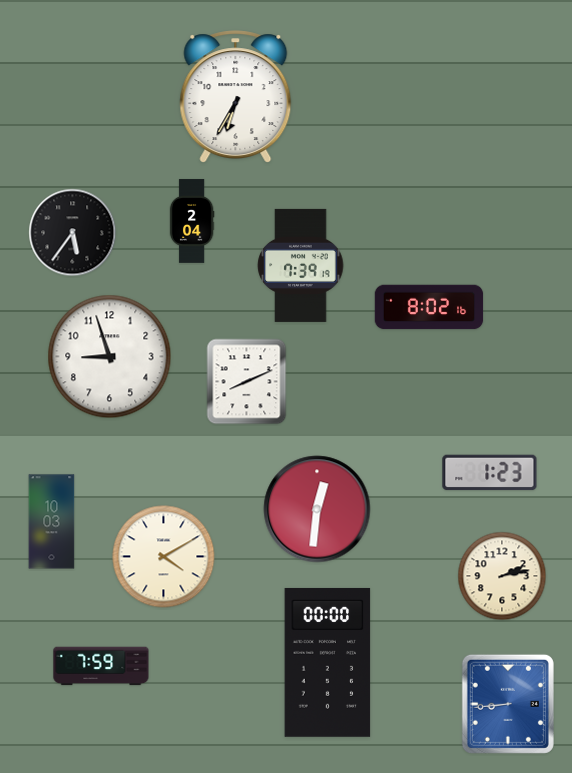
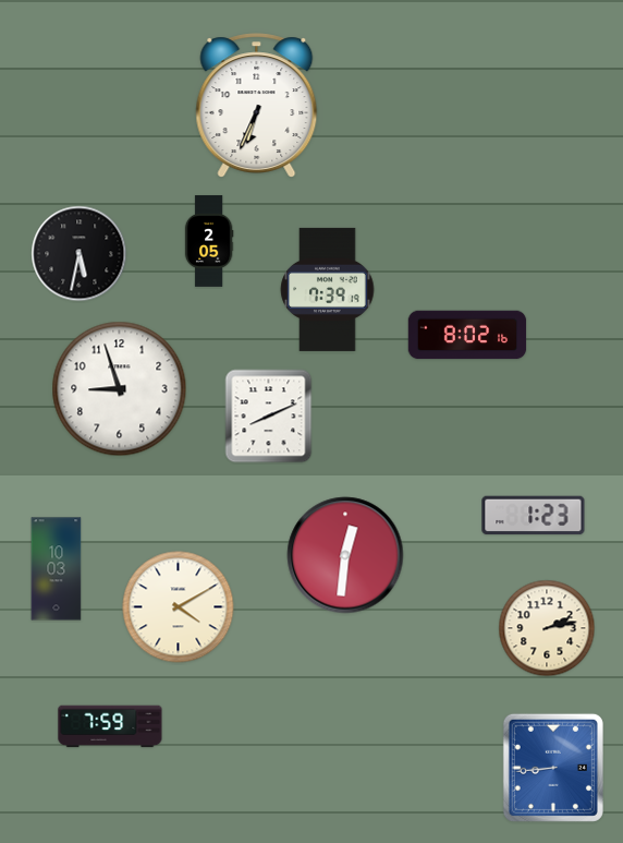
clock at (236, 96): 6:35 -> 6:34
clock at (192, 221): 2:04 -> 2:05
clock at (73, 233): 5:36 -> 5:32
clock at (328, 662): 00:00 -> none
